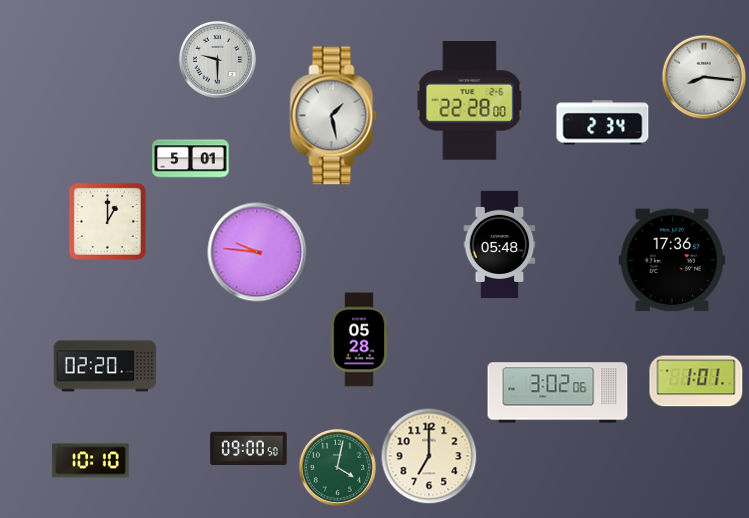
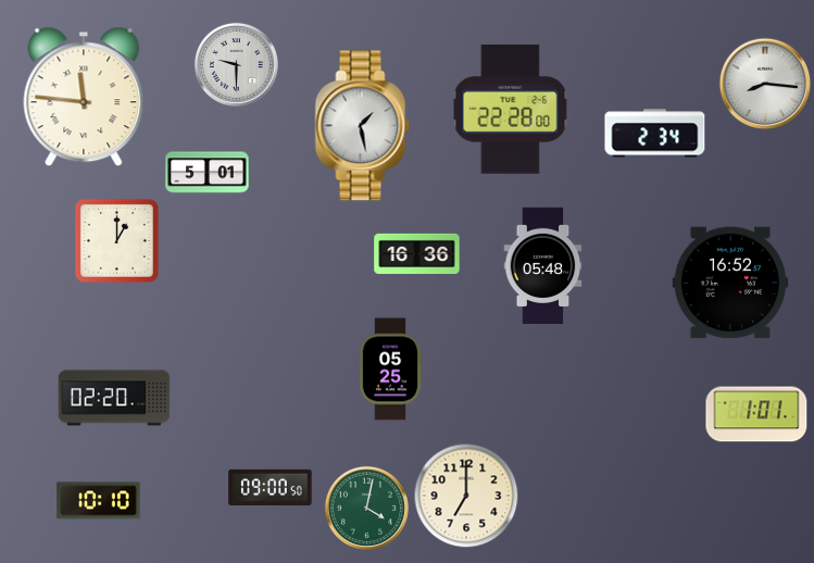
clock at (84, 97): none -> 11:46
clock at (417, 253): none -> 16:36
clock at (257, 252): 9:46 -> none
clock at (671, 260): 17:36 -> 16:52
clock at (359, 340): 05:28 -> 05:25
clock at (558, 393): 3:02 -> none
